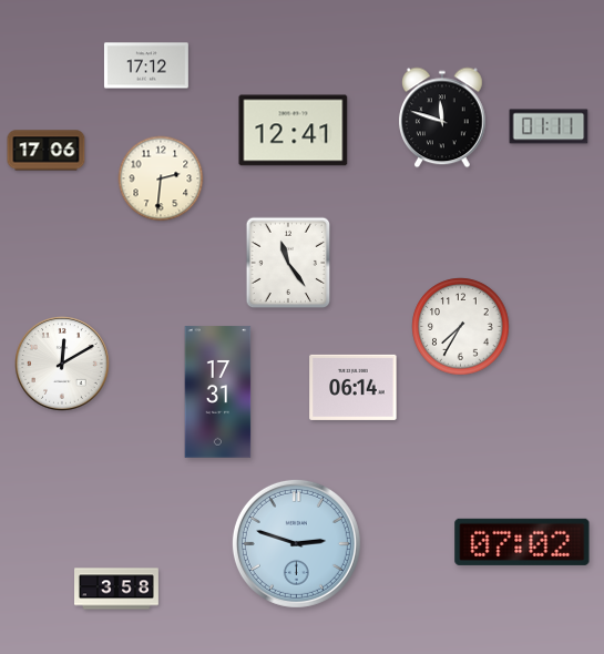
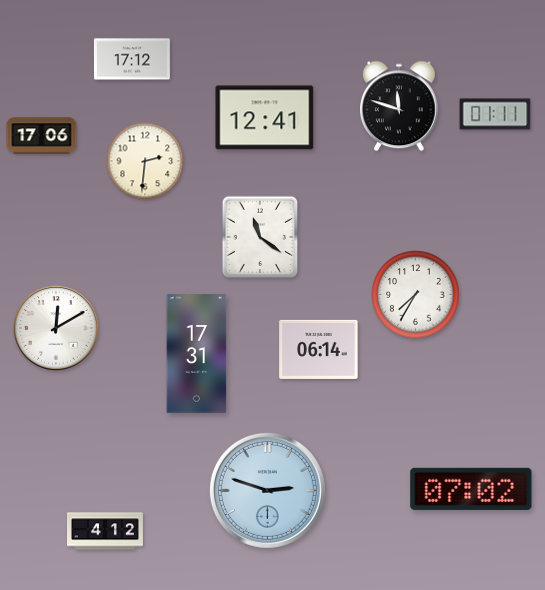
clock at (288, 263): 11:24 -> 11:21
clock at (117, 589): 3:58 -> 4:12
